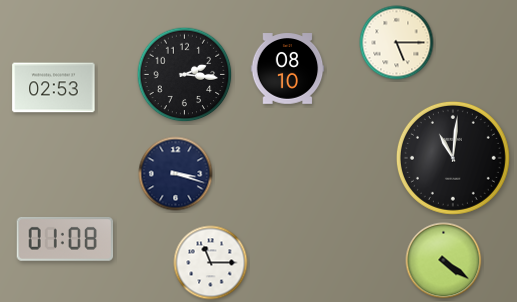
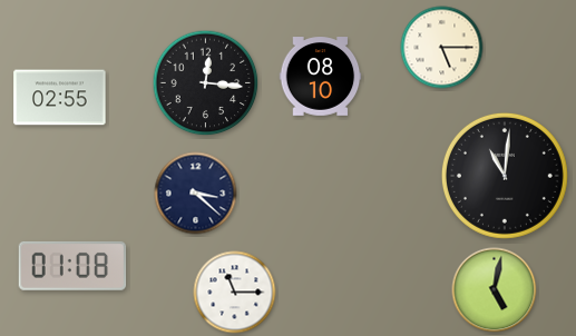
clock at (185, 75): 2:16 -> 12:16
clock at (54, 88): 02:53 -> 02:55
clock at (176, 174): 3:18 -> 3:22
clock at (444, 261): 4:21 -> 5:02
